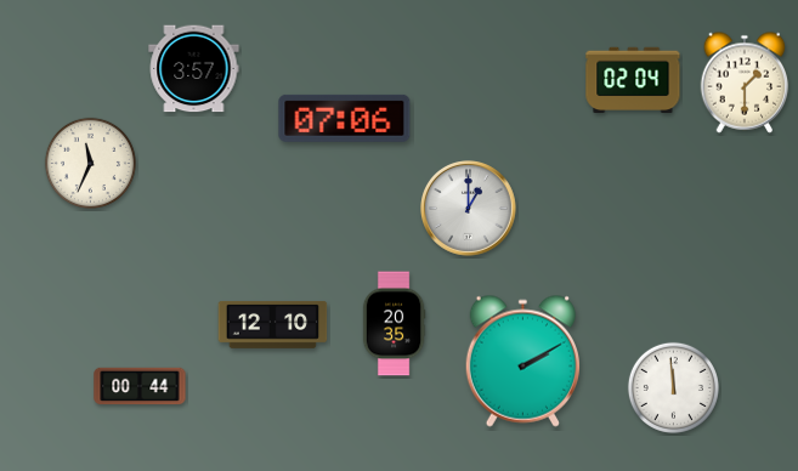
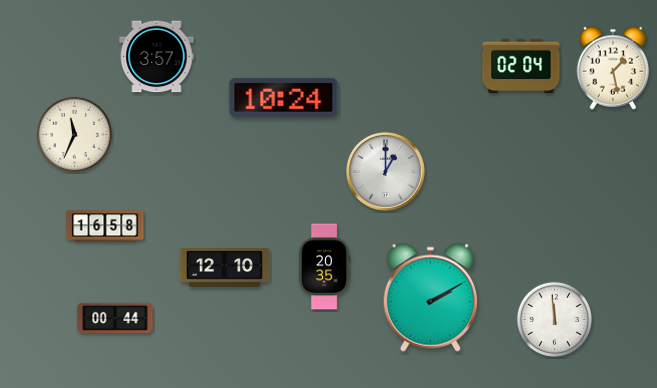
clock at (194, 69) position: (194, 69) -> (157, 57)
clock at (745, 83): 1:30 -> 1:28
clock at (345, 118): 07:06 -> 10:24
clock at (105, 226): none -> 16:58
